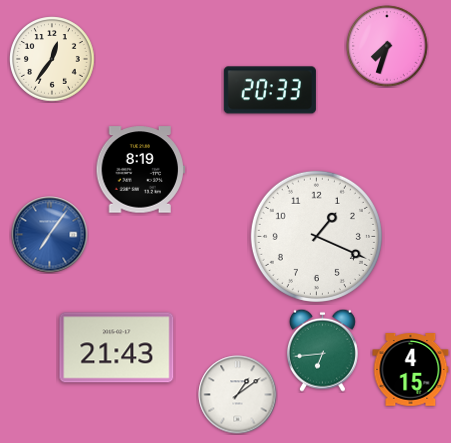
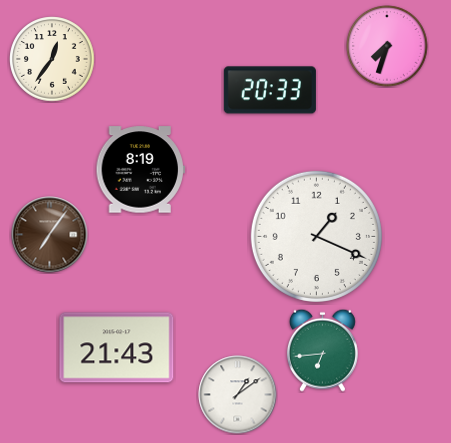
clock at (50, 235) dial: blue -> brown
clock at (411, 370): 4:15 -> none
